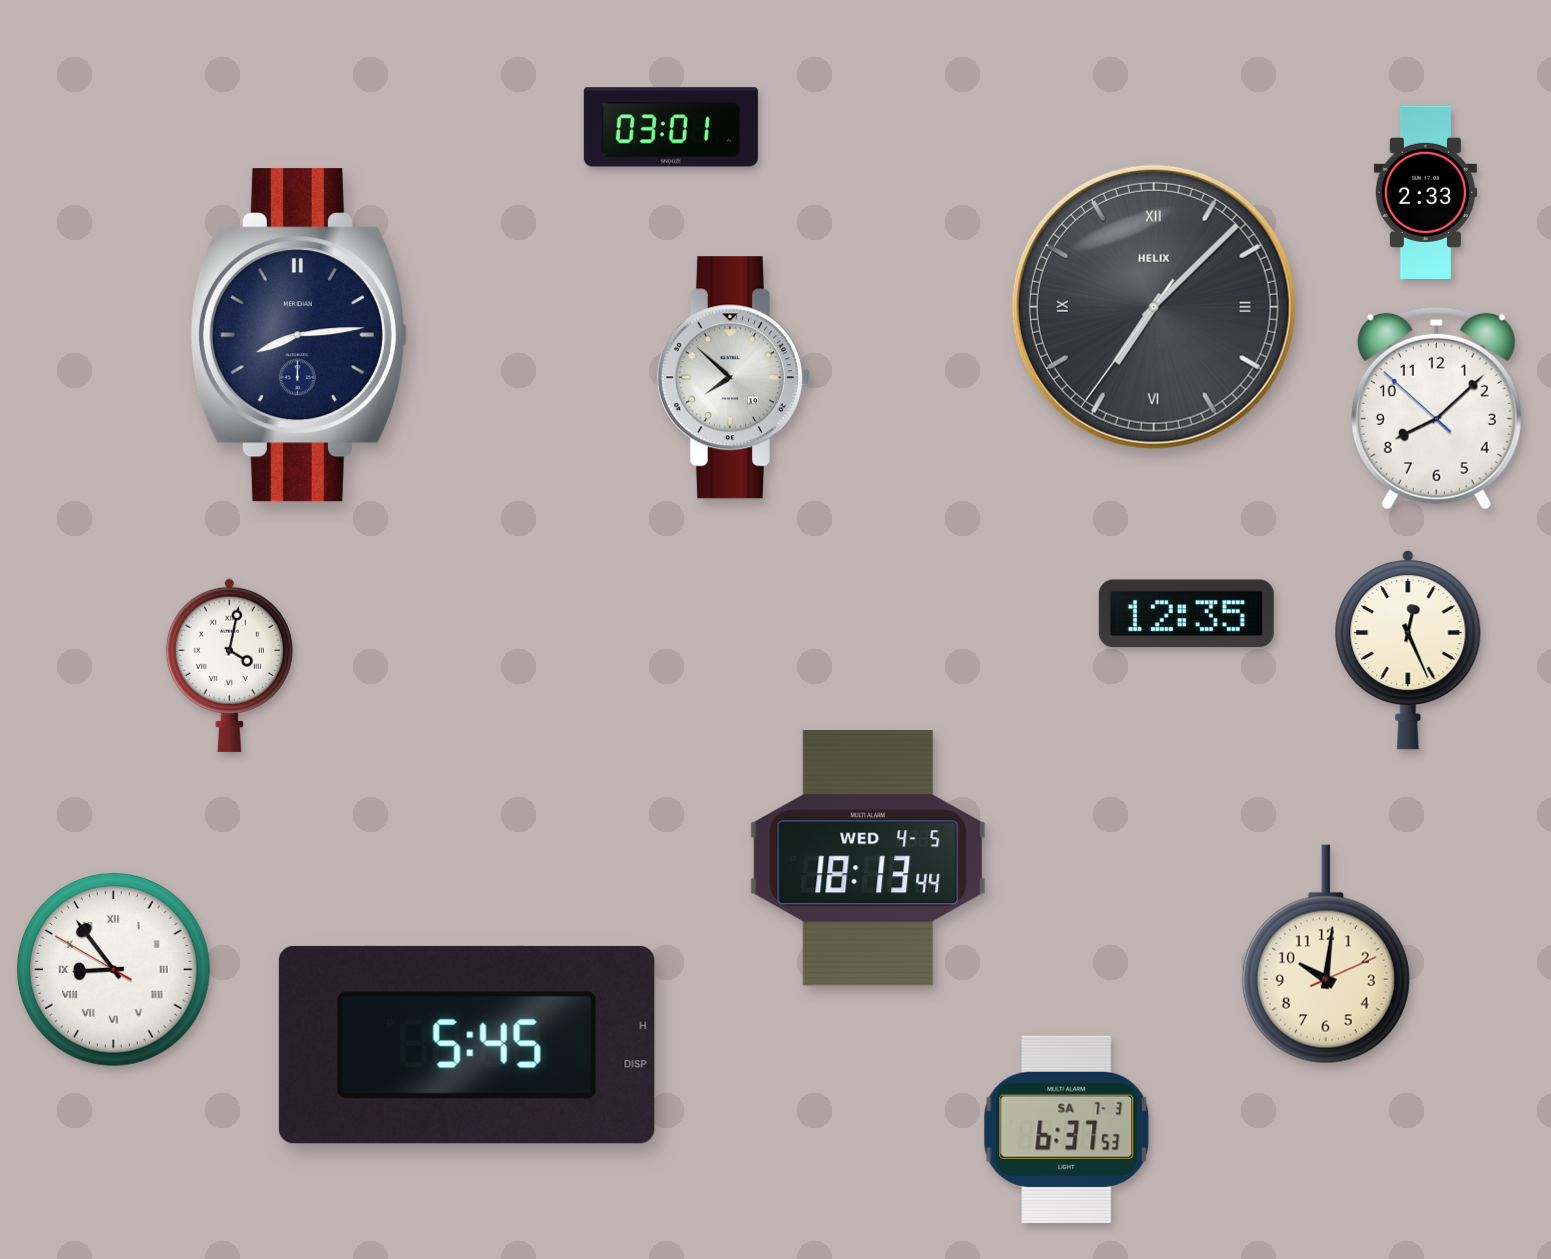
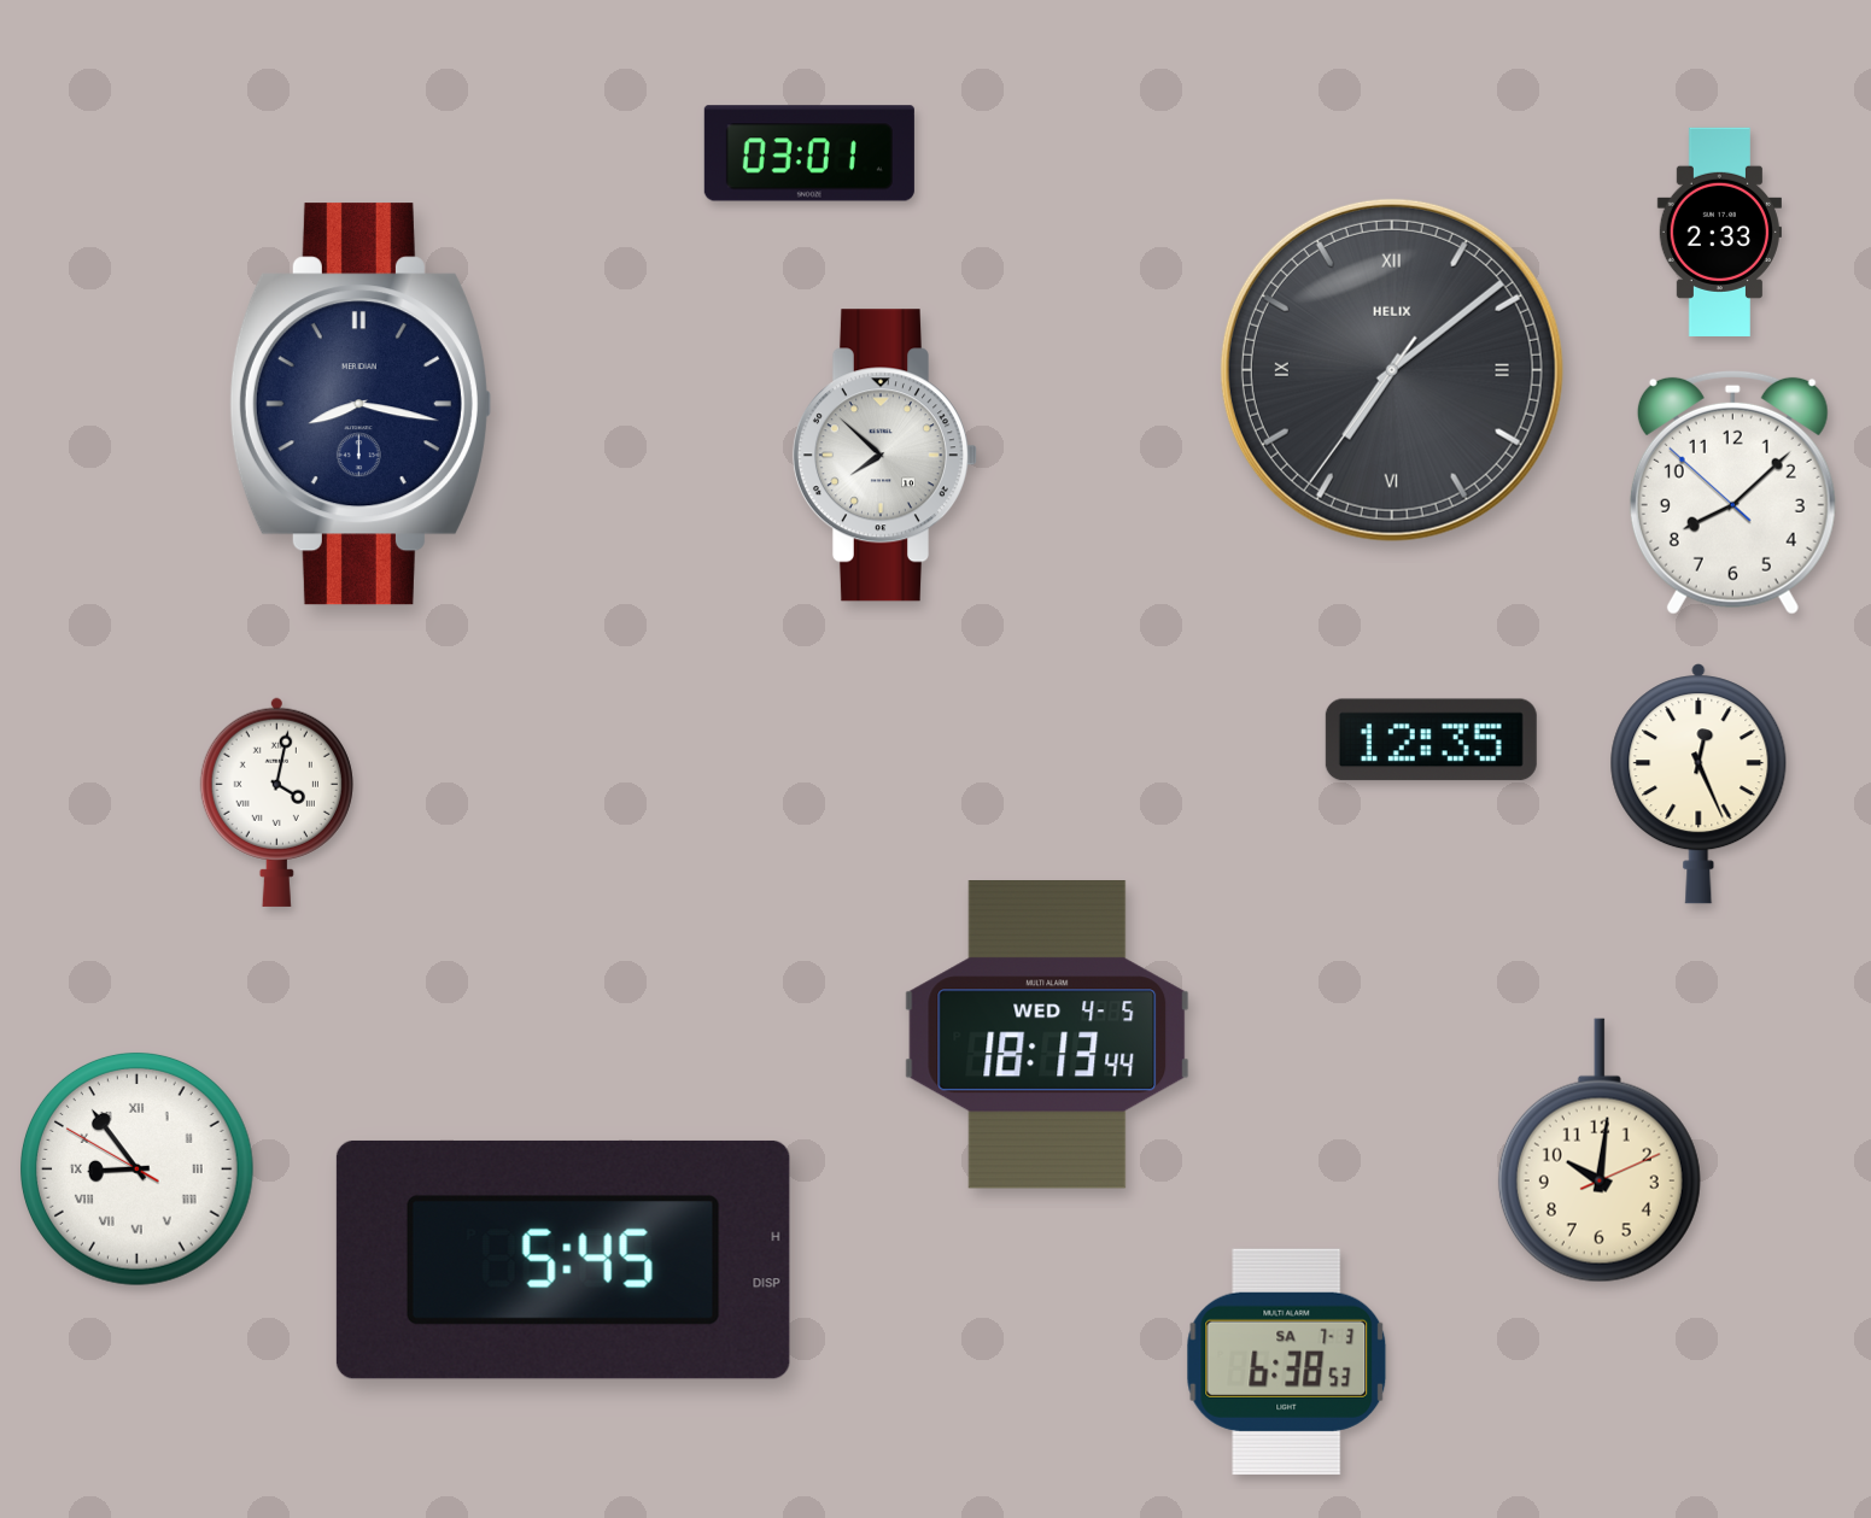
clock at (1154, 307): 7:07 -> 7:08
clock at (298, 335): 8:14 -> 8:17
clock at (1067, 1129): 6:37 -> 6:38
